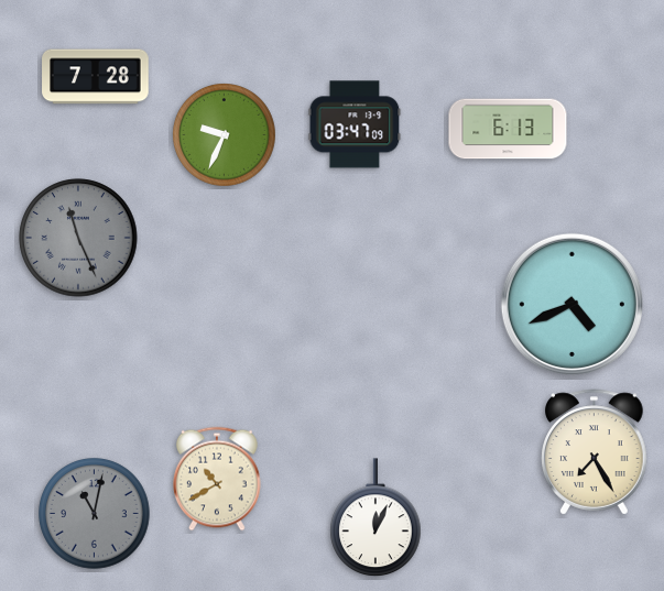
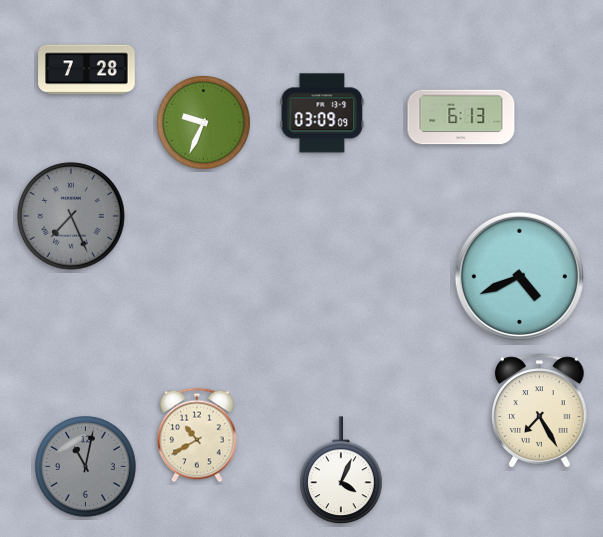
clock at (355, 124): 03:47 -> 03:09
clock at (78, 238): 11:26 -> 7:26
clock at (375, 518): 12:04 -> 4:04
